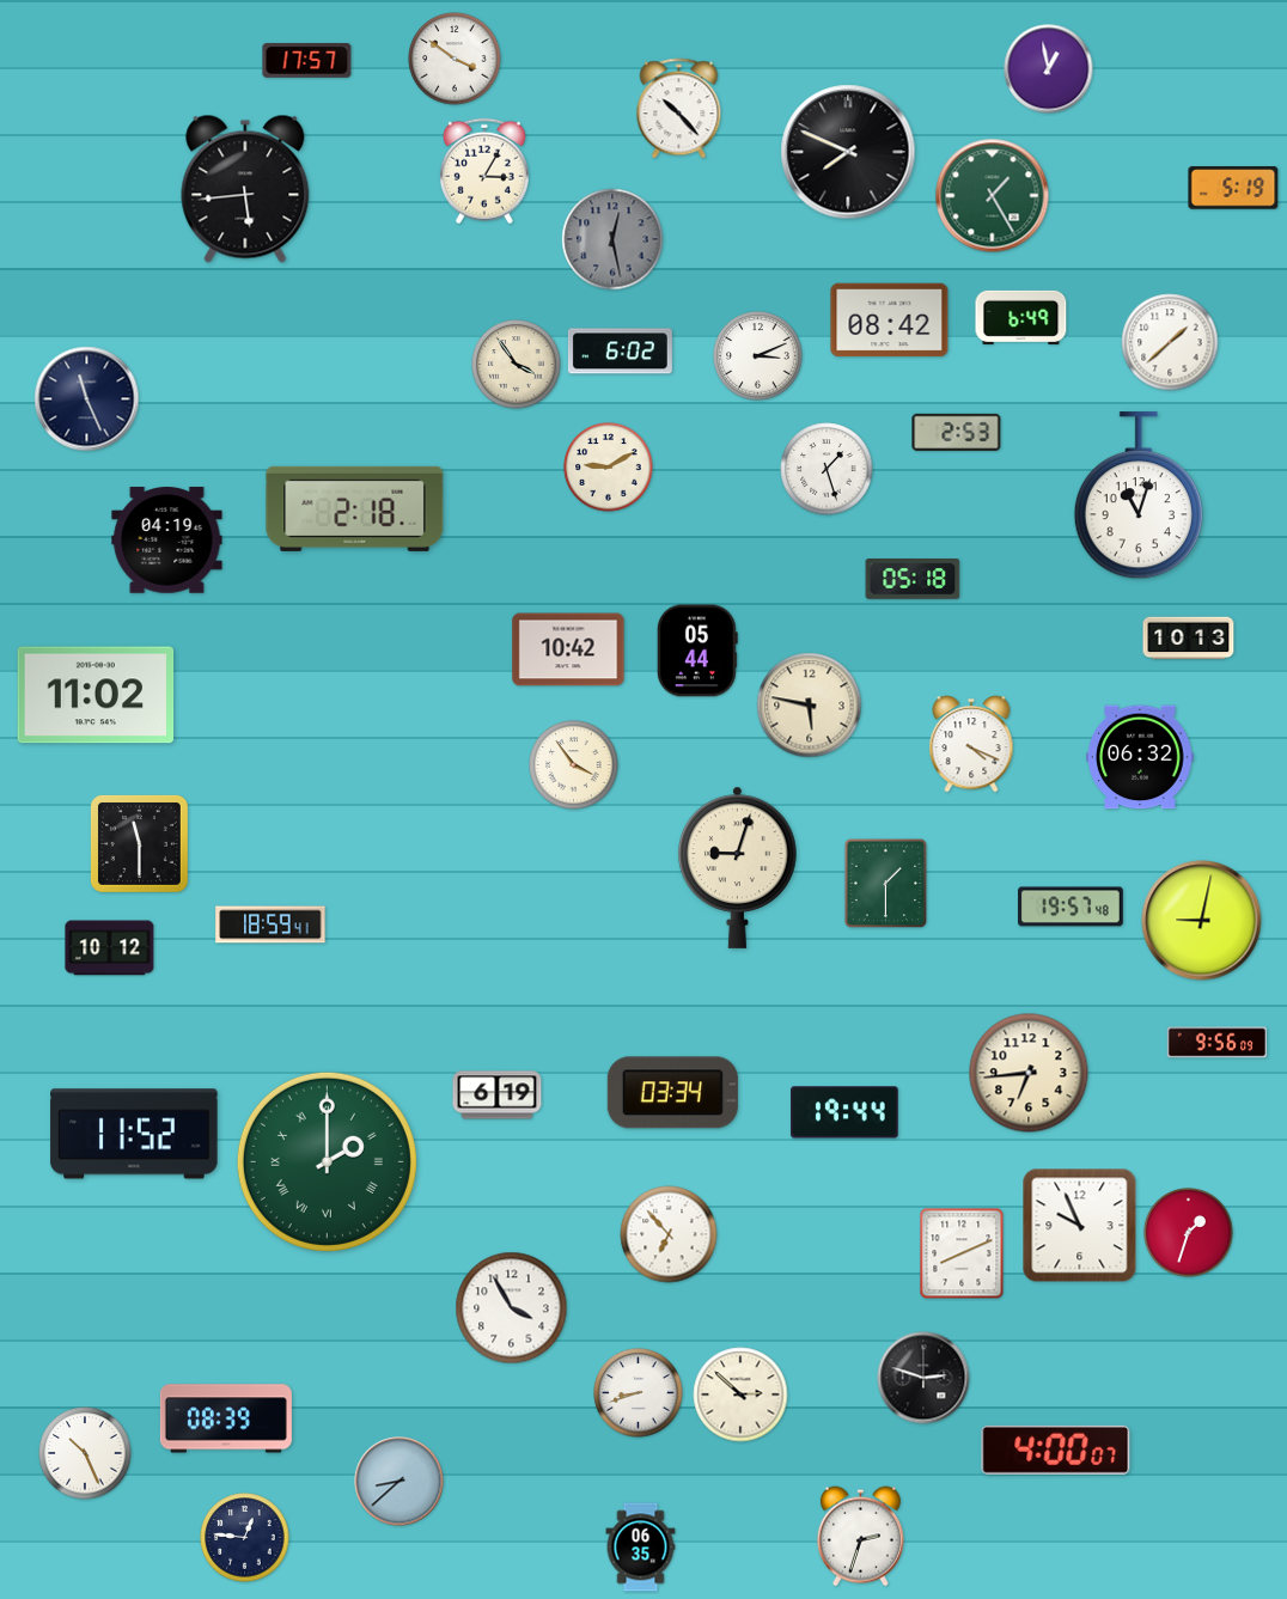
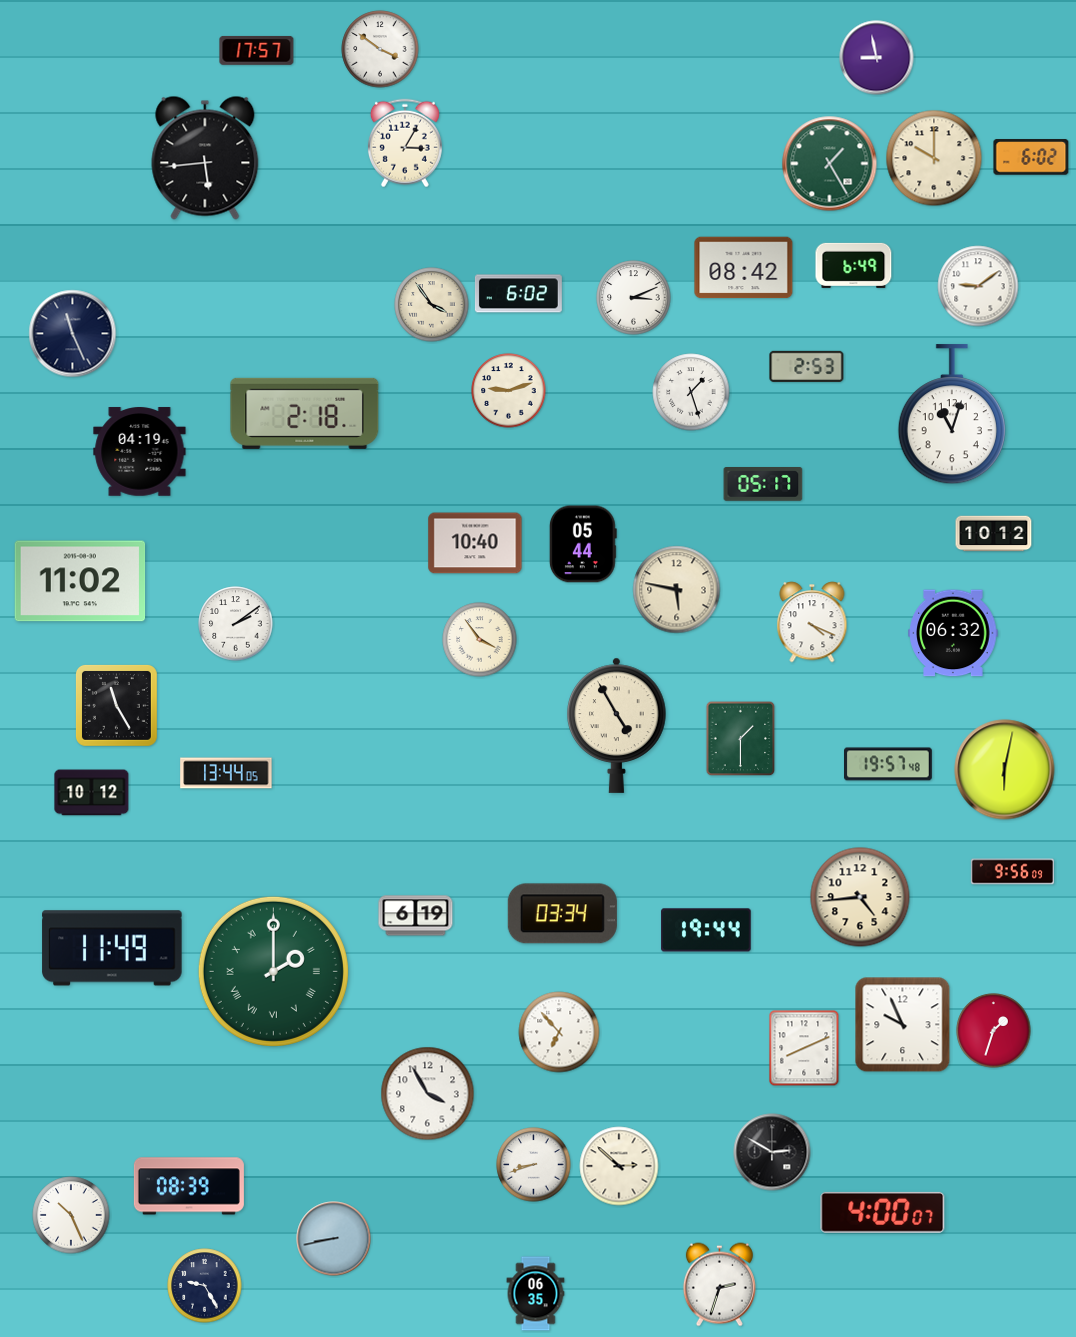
clock at (1049, 69): 12:58 -> 8:58
clock at (679, 109): 10:23 -> none
clock at (848, 152): 7:49 -> none
clock at (1233, 188): 5:19 -> 6:02
clock at (934, 158): none -> 10:00
clock at (612, 239): 12:28 -> none
clock at (1170, 342): 1:38 -> 9:09
clock at (957, 432) position: (957, 432) -> (807, 366)
clock at (609, 468): 9:10 -> 9:12
clock at (355, 508) position: (355, 508) -> (305, 413)
clock at (913, 580): 05:18 -> 05:17
clock at (1189, 639): 10:13 -> 10:12
clock at (568, 649): 10:42 -> 10:40
clock at (236, 624): none -> 2:09
clock at (139, 843): 11:30 -> 11:25
clock at (738, 867): 9:03 -> 4:55
clock at (1072, 907) position: (1072, 907) -> (889, 764)
clock at (1202, 921): 9:02 -> 6:02
clock at (270, 924): 18:59 -> 13:44
clock at (1218, 1043) position: (1218, 1043) -> (1013, 872)
clock at (1029, 1073): 6:44 -> 4:44
clock at (134, 1134): 11:52 -> 11:49
clock at (923, 1378): 2:48 -> 2:50
clock at (399, 1482): 8:38 -> 8:43
clock at (245, 1538): 12:46 -> 9:25
